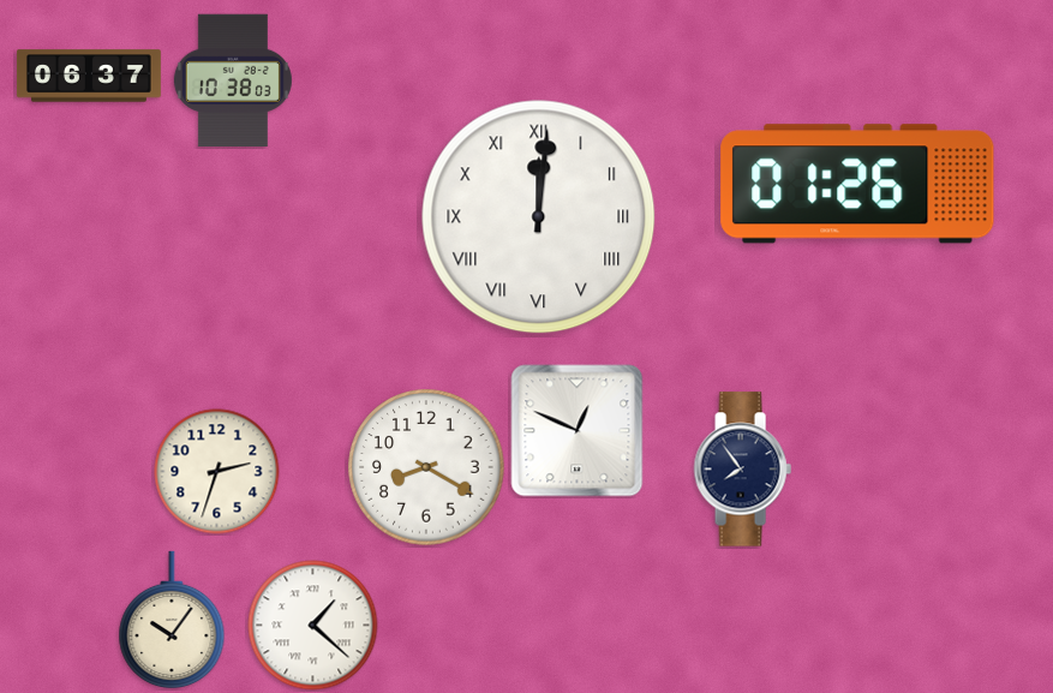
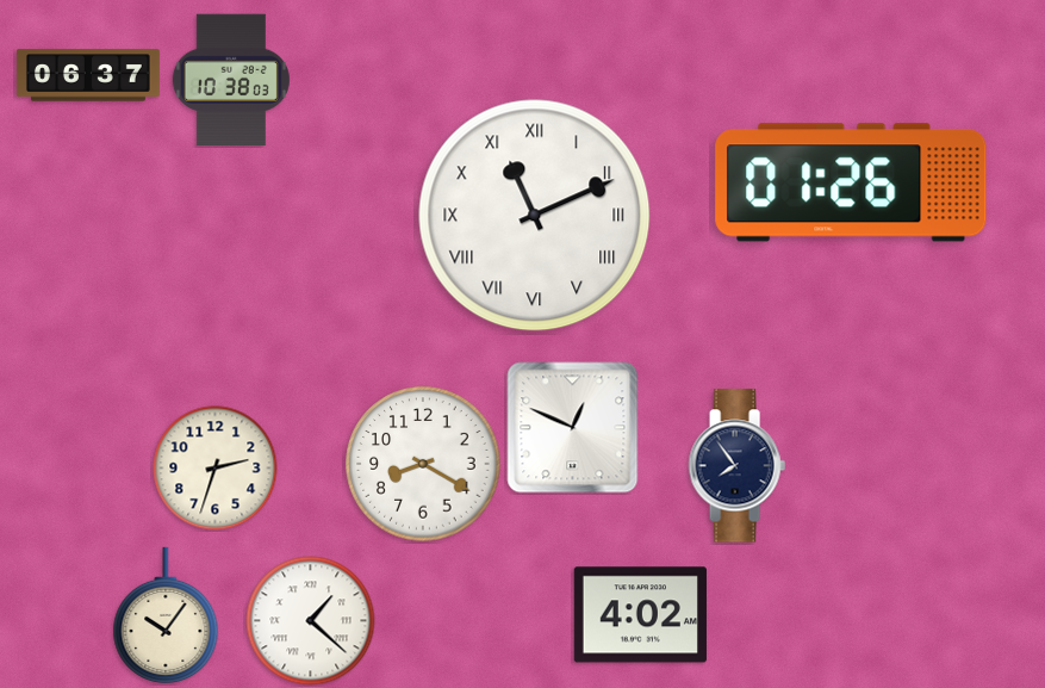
clock at (539, 217): 12:01 -> 11:11
clock at (172, 620) position: (172, 620) -> (166, 615)
clock at (640, 615): none -> 4:02
